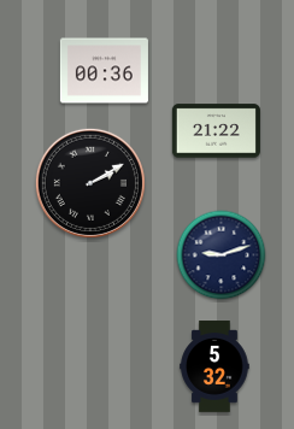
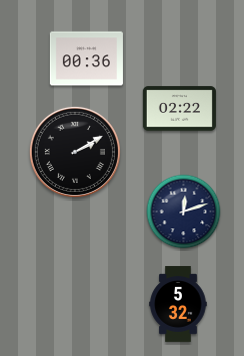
clock at (216, 131): 21:22 -> 02:22
clock at (222, 255): 9:12 -> 12:12
